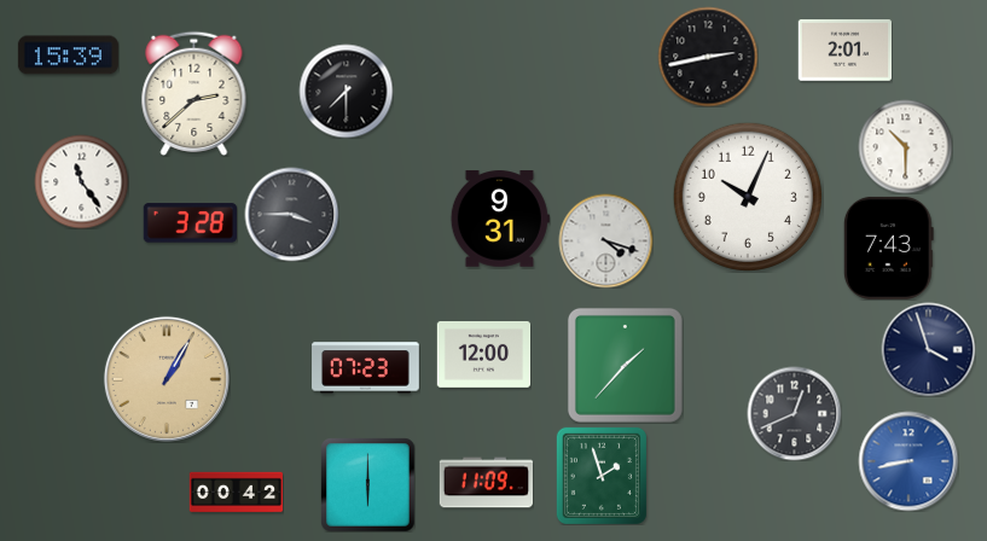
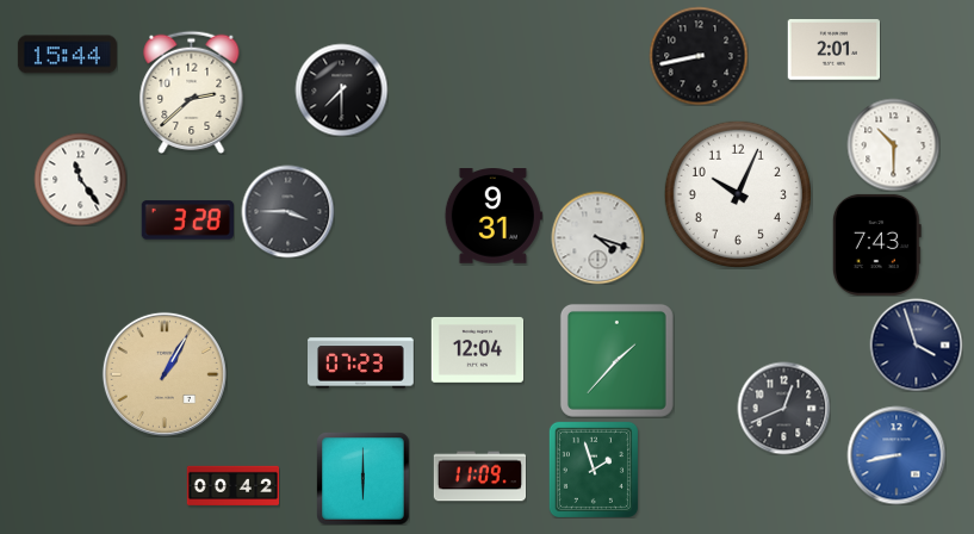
clock at (68, 56): 15:39 -> 15:44
clock at (708, 57): 2:43 -> 8:43
clock at (483, 355): 12:00 -> 12:04
